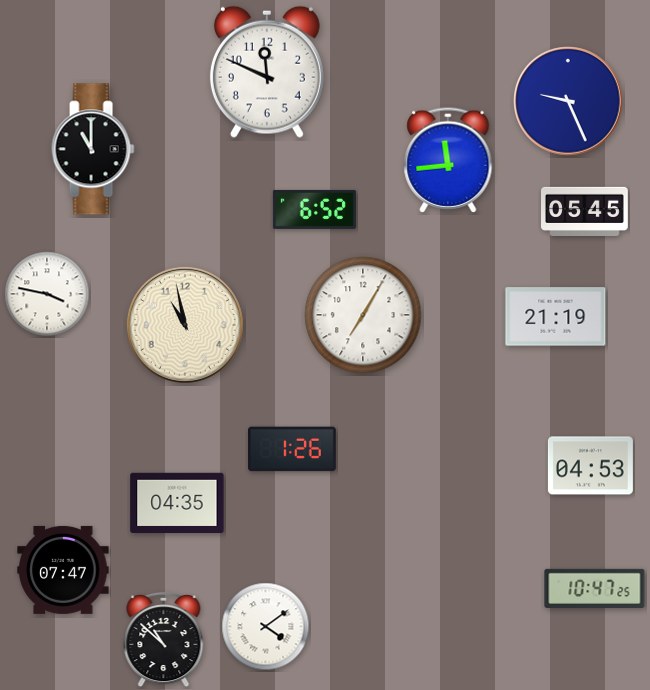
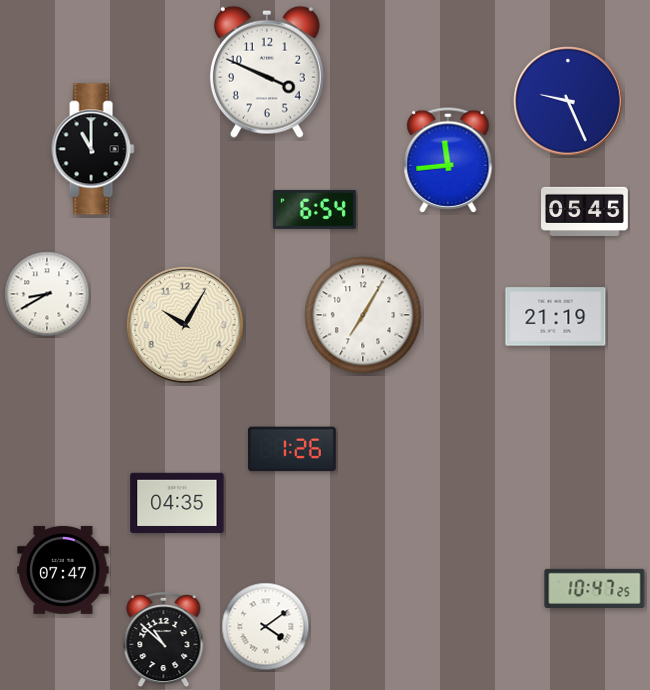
clock at (267, 72): 11:49 -> 3:49
clock at (314, 209): 6:52 -> 6:54
clock at (47, 294): 3:47 -> 8:40
clock at (185, 325): 10:58 -> 10:05
clock at (590, 466): 04:53 -> none
